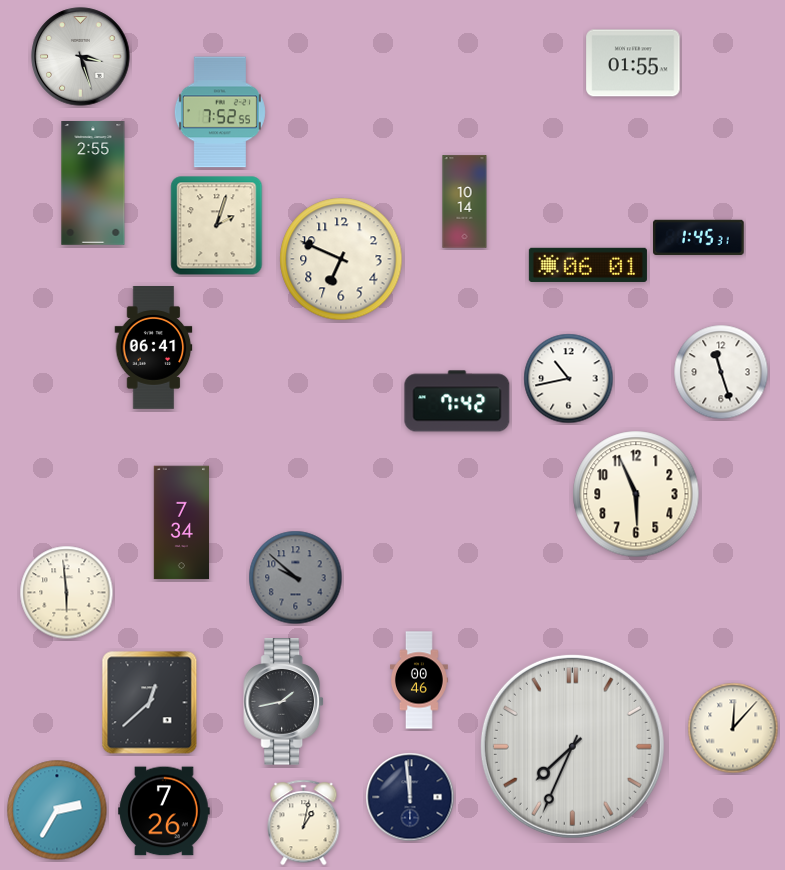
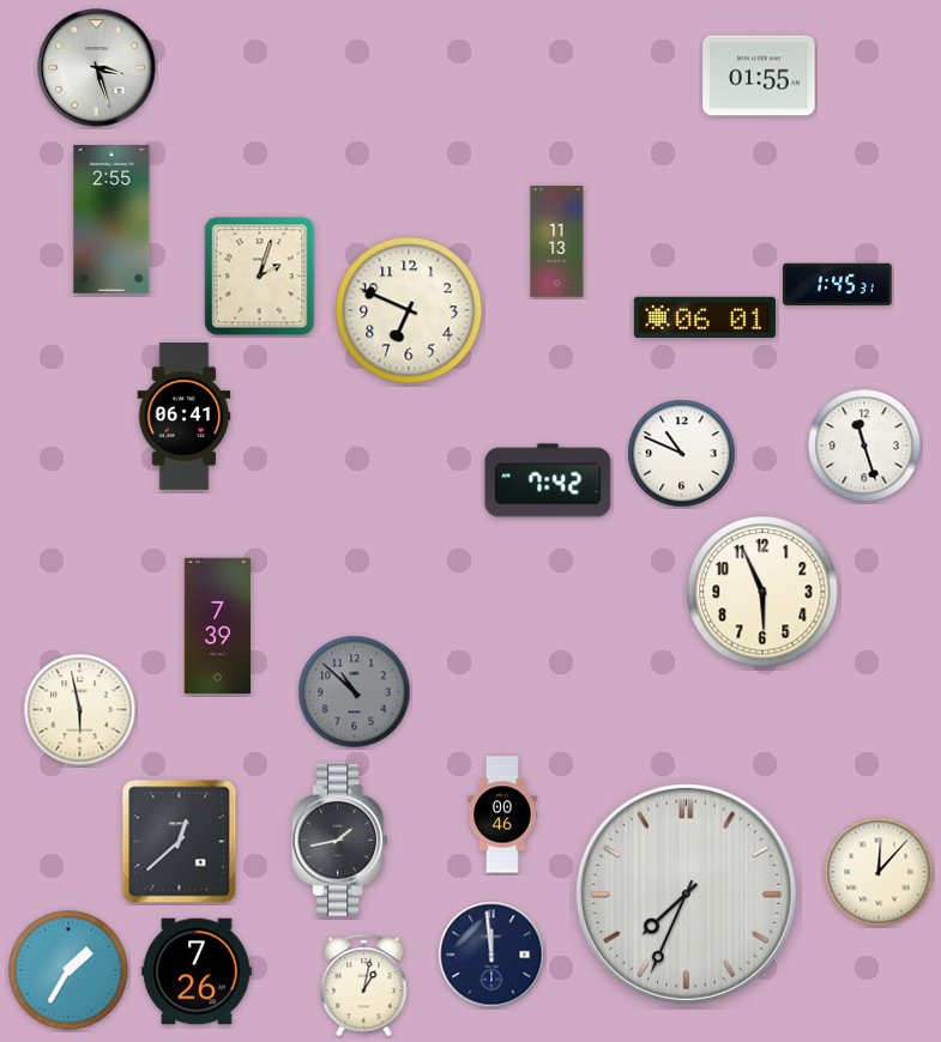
clock at (220, 112): 7:52 -> none
clock at (465, 202): 10:14 -> 11:13
clock at (217, 226) position: (217, 226) -> (260, 277)
clock at (569, 379): 10:43 -> 10:49
clock at (182, 523): 7:34 -> 7:39
clock at (296, 578): 9:52 -> 10:52
clock at (67, 593): 5:59 -> 5:58
clock at (57, 810): 2:35 -> 1:35
